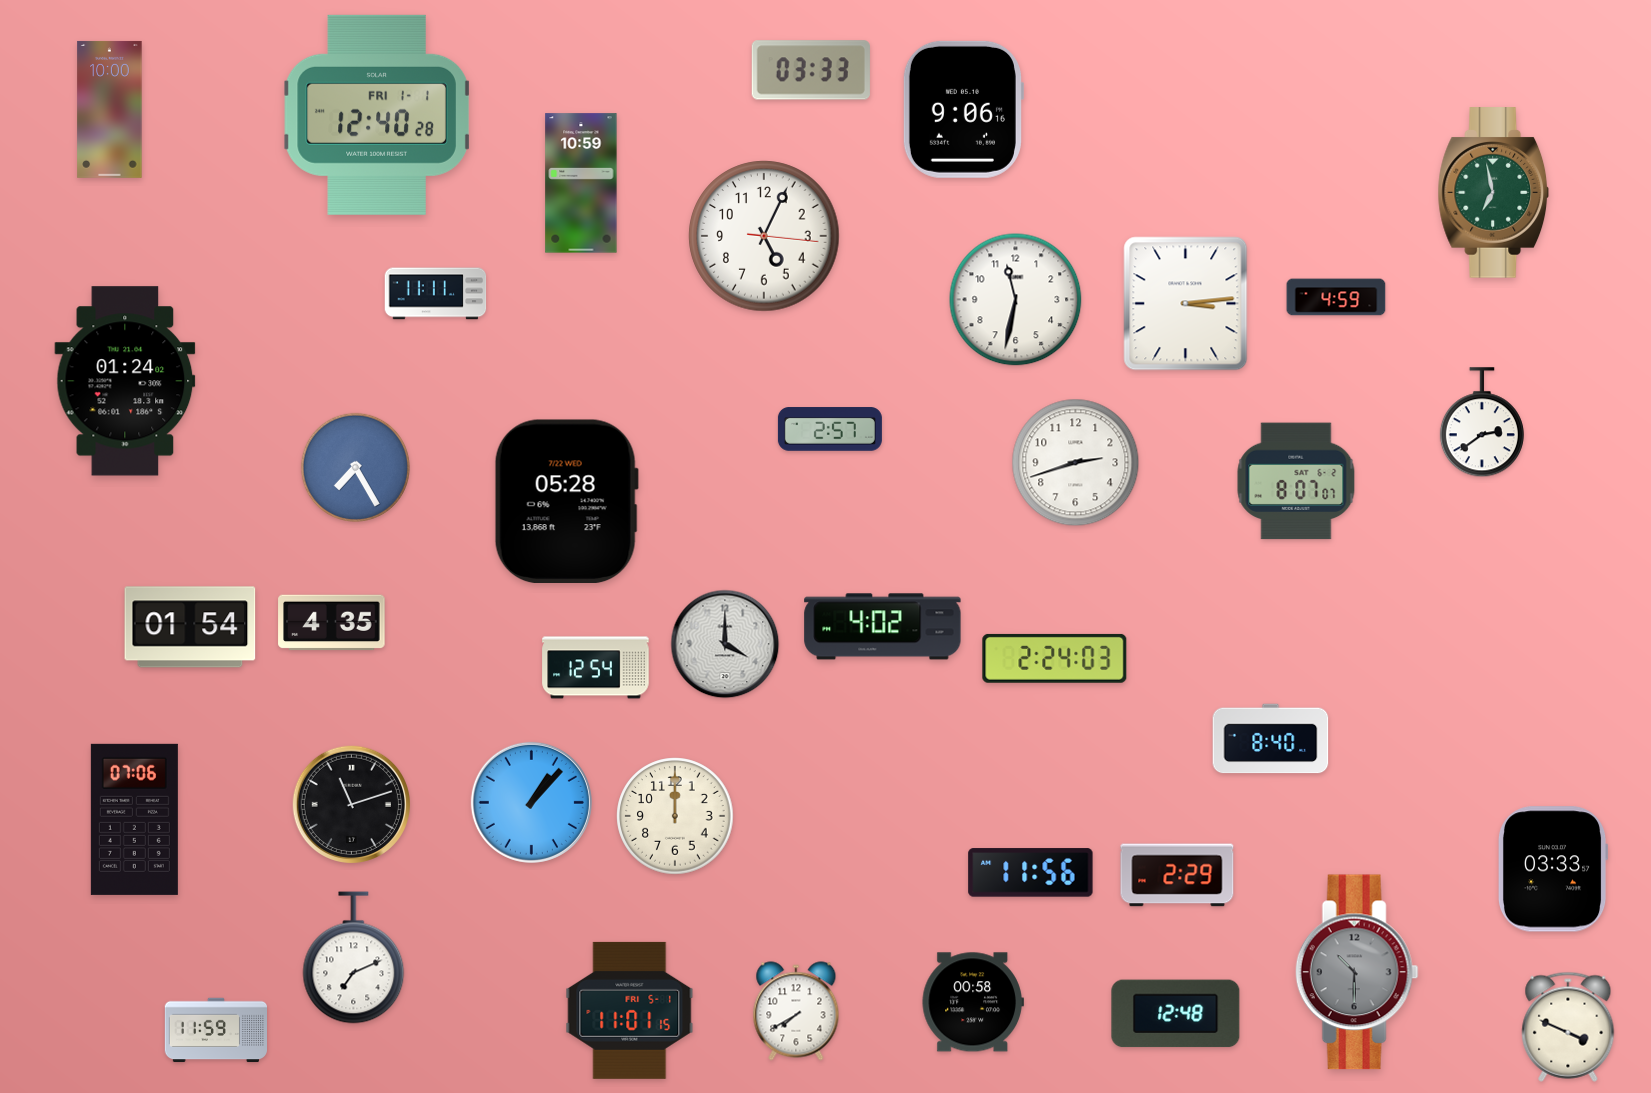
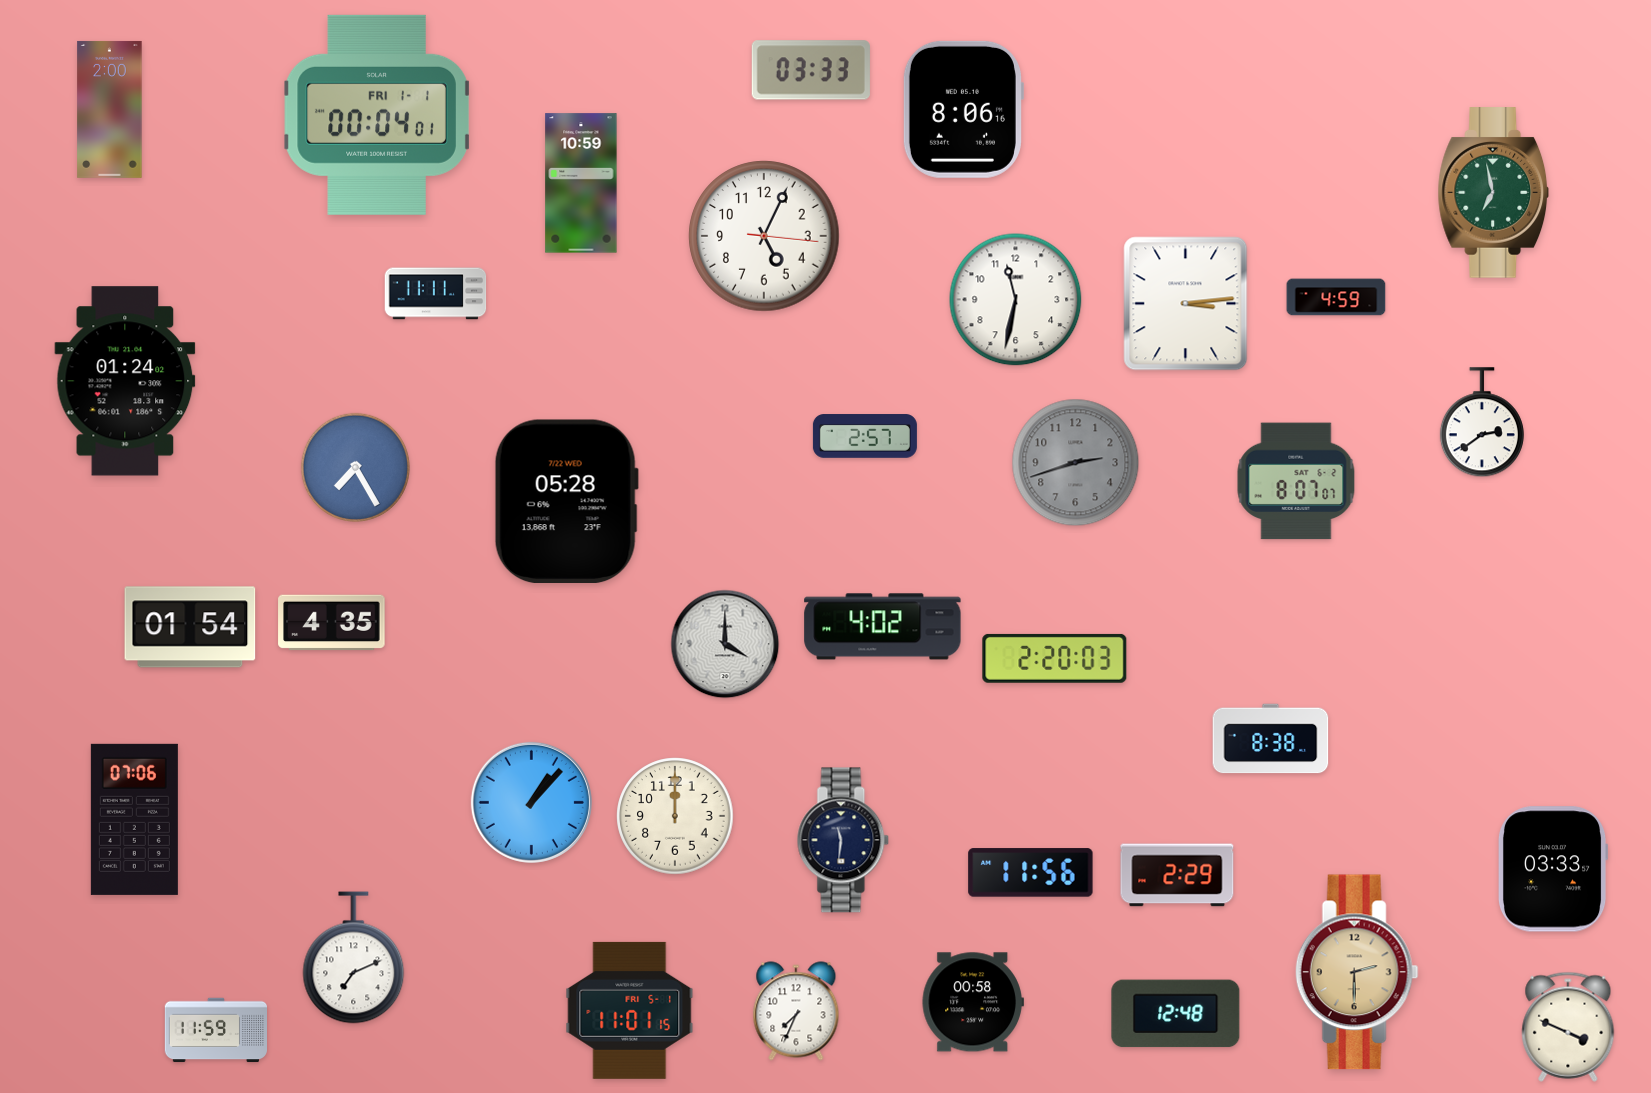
clock at (110, 109): 10:00 -> 2:00
clock at (963, 109): 9:06 -> 8:06
clock at (377, 115): 12:40 -> 00:04
clock at (830, 429) position: (830, 429) -> (865, 436)
clock at (1076, 463) dial: white -> grey
clock at (1055, 658): 2:24 -> 2:20
clock at (596, 668): 12:54 -> none
clock at (1271, 739): 8:40 -> 8:38
clock at (351, 804): 11:12 -> none
clock at (843, 840): none -> 11:31
clock at (1357, 972): 10:30 -> 2:30
clock at (1357, 972) dial: grey -> champagne
clock at (796, 1011): 7:40 -> 7:34
